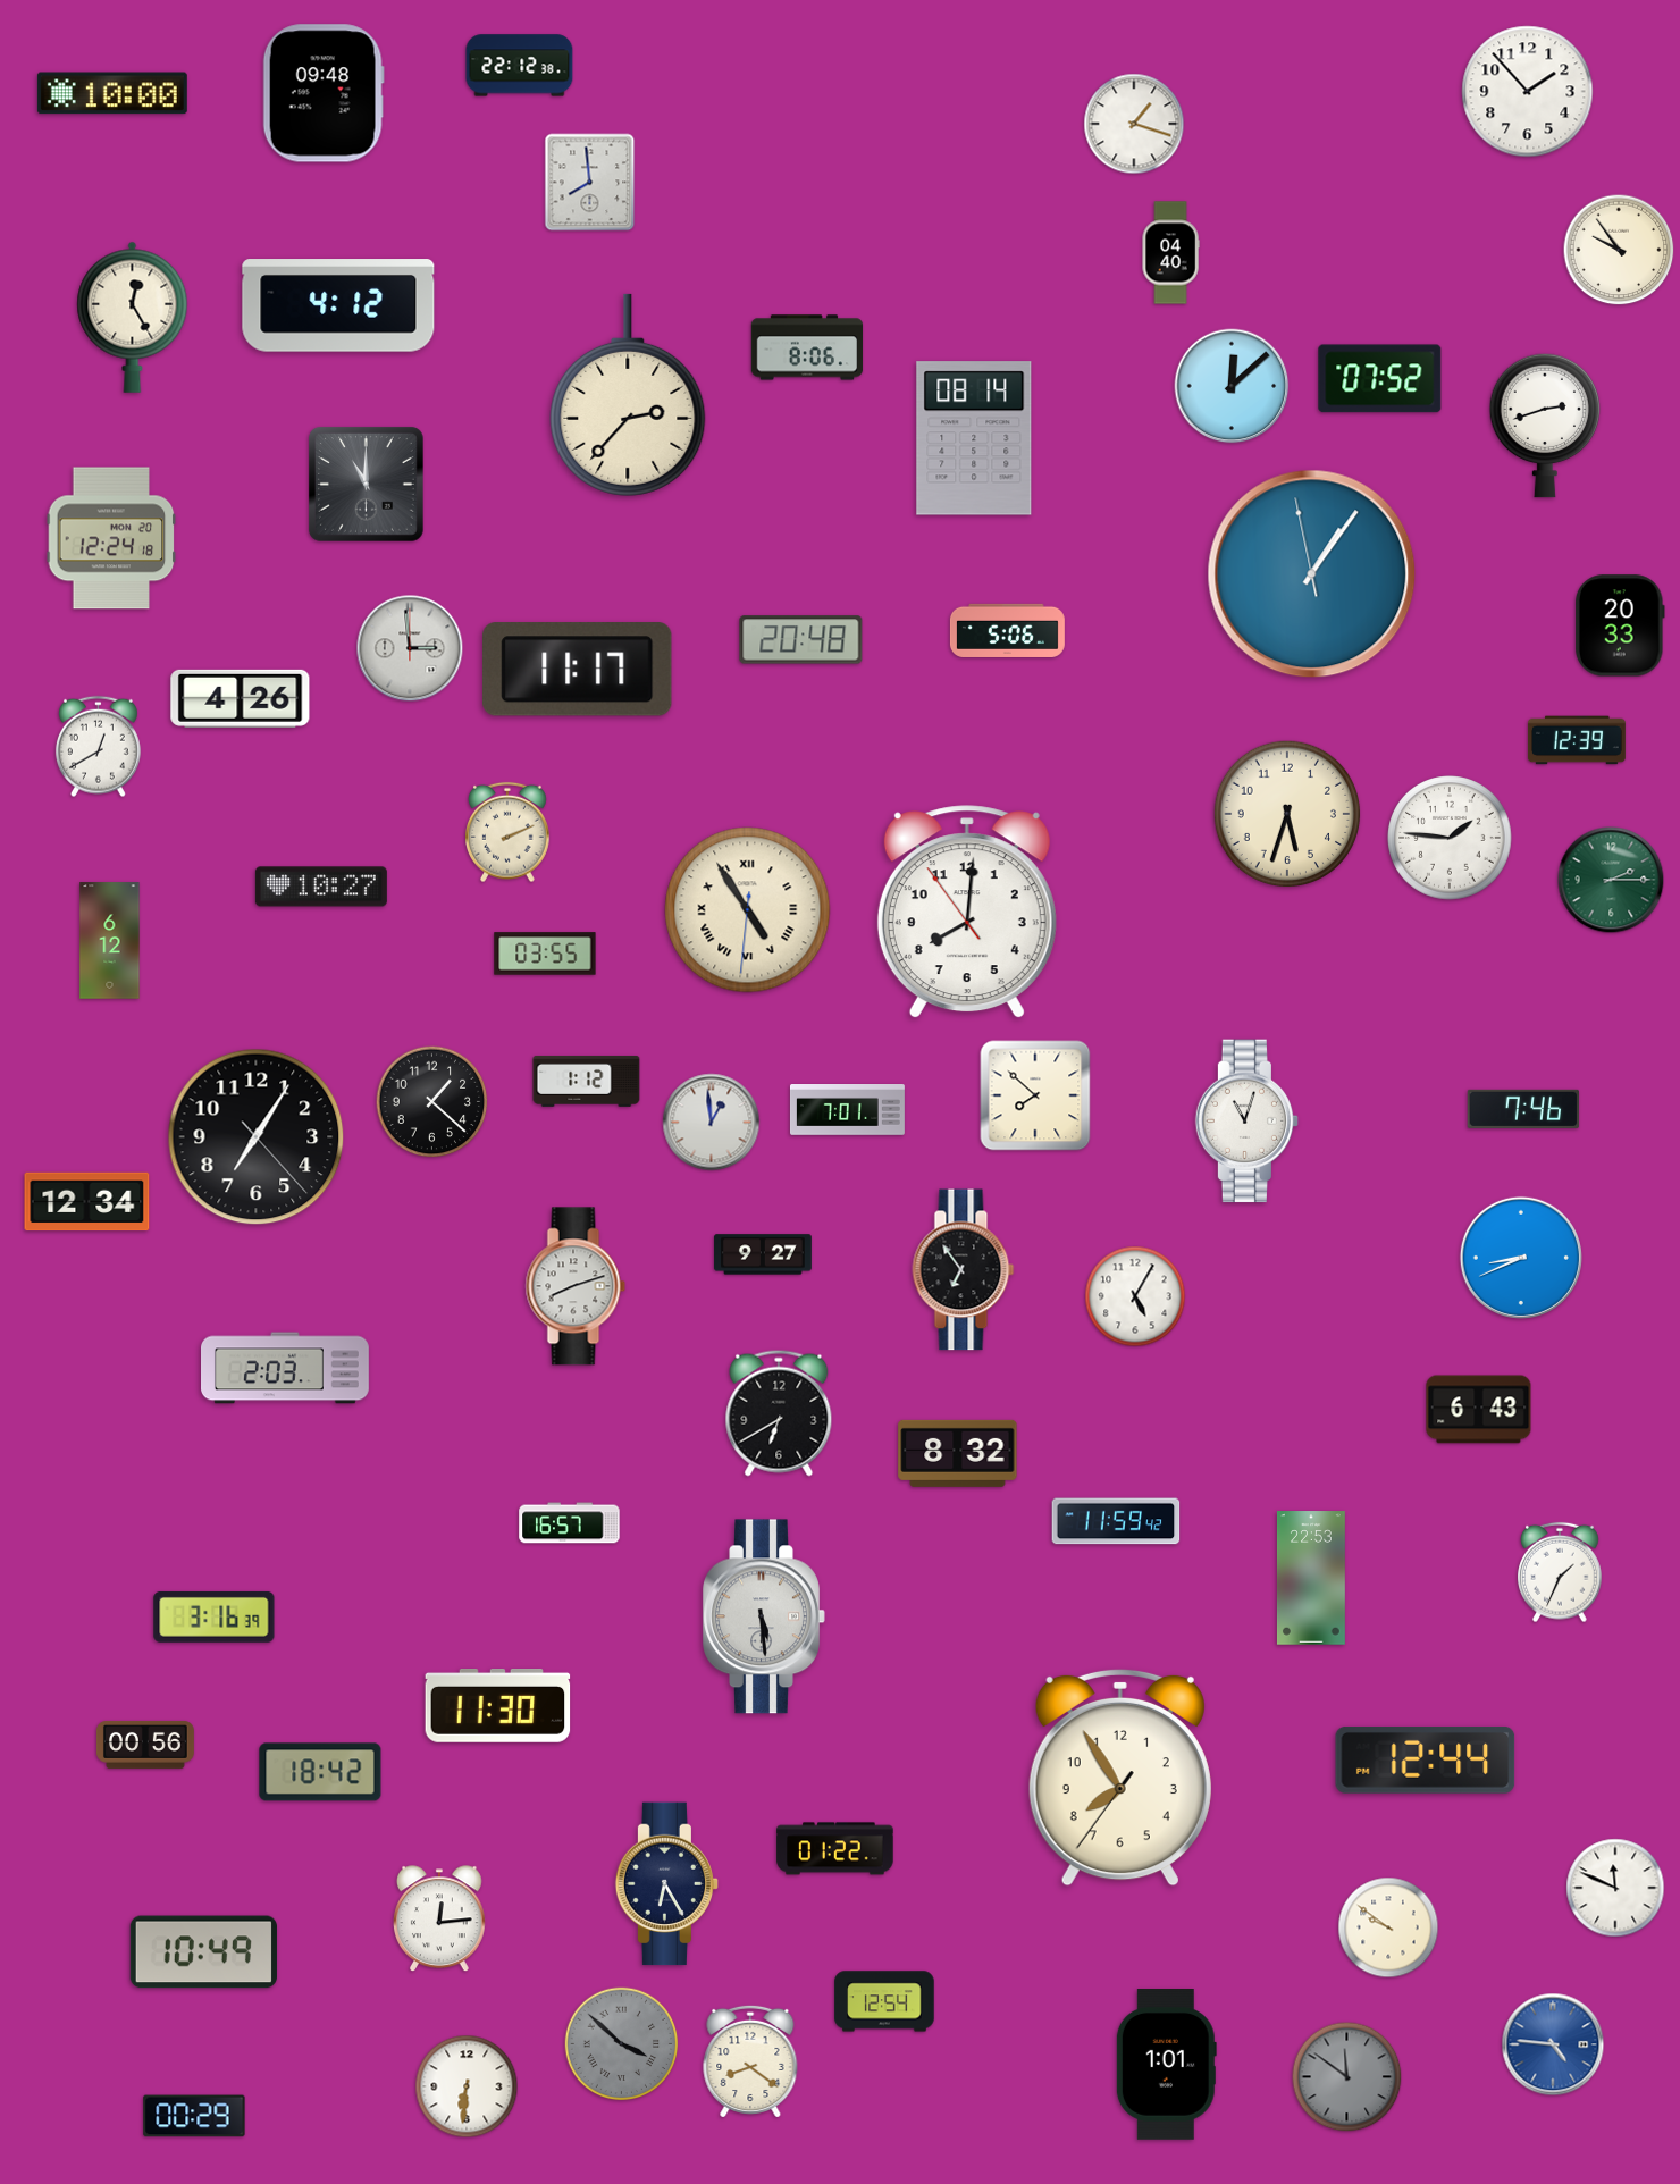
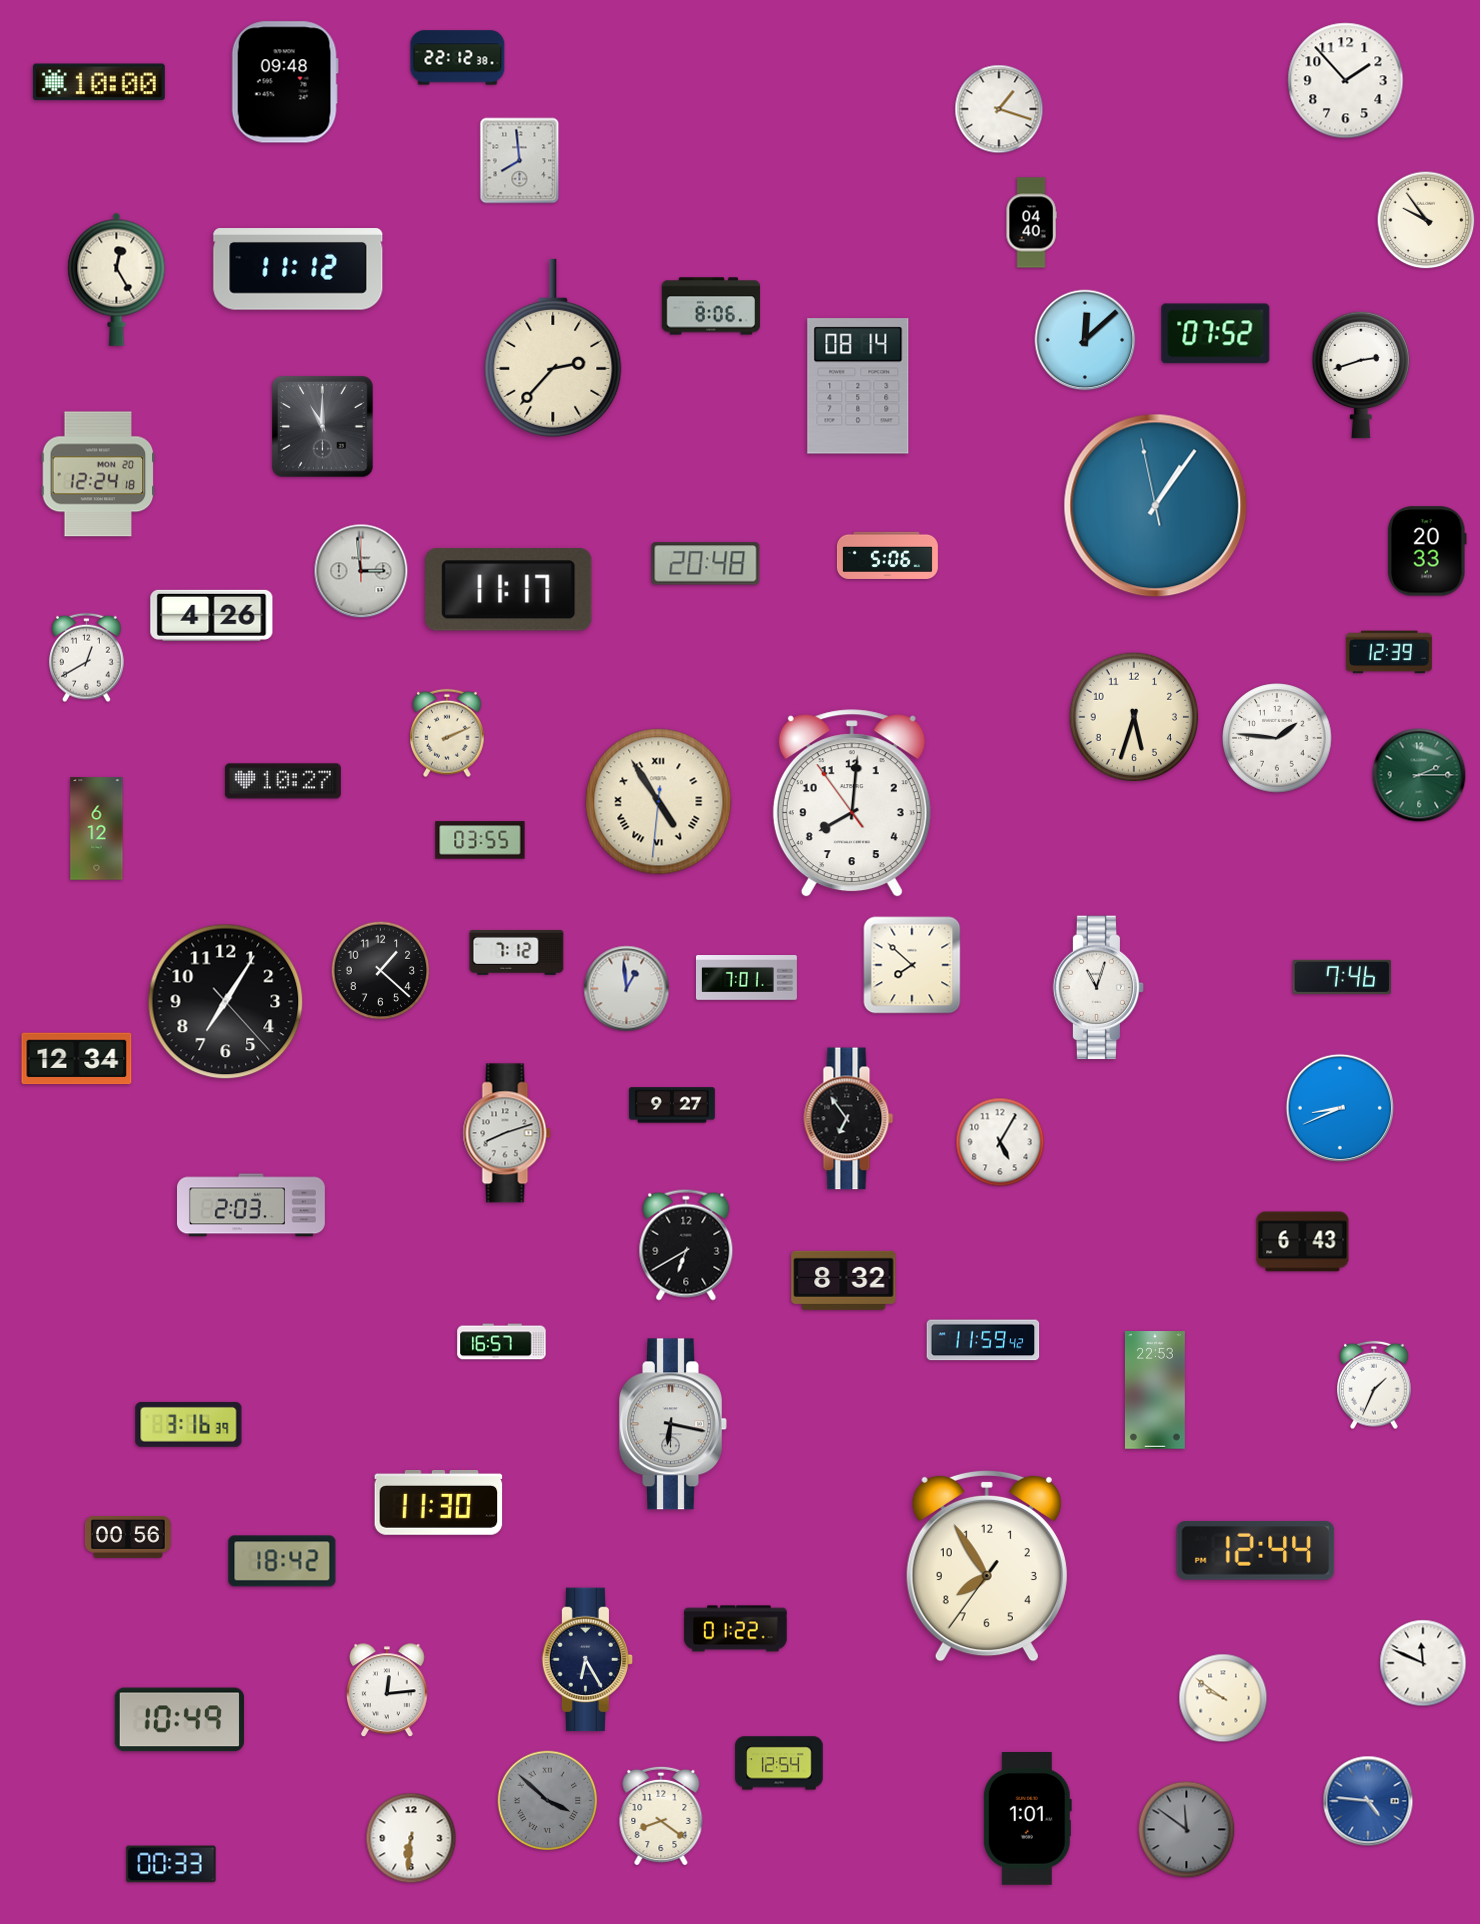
clock at (338, 305): 4:12 -> 11:12
clock at (587, 1081): 1:12 -> 7:12
clock at (764, 1616): 5:29 -> 6:17
clock at (194, 2116): 00:29 -> 00:33
